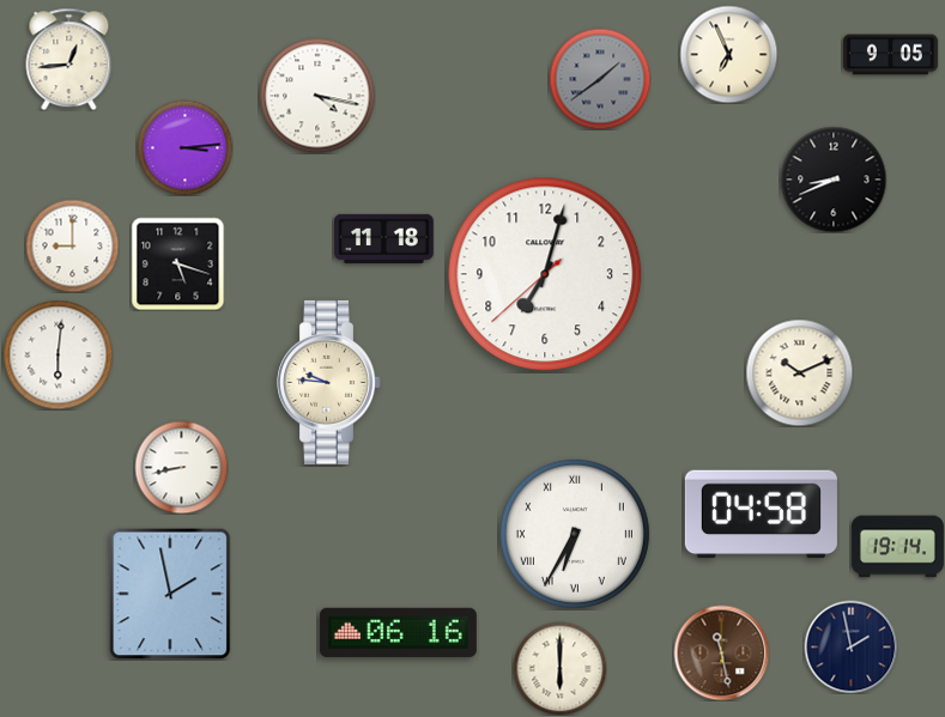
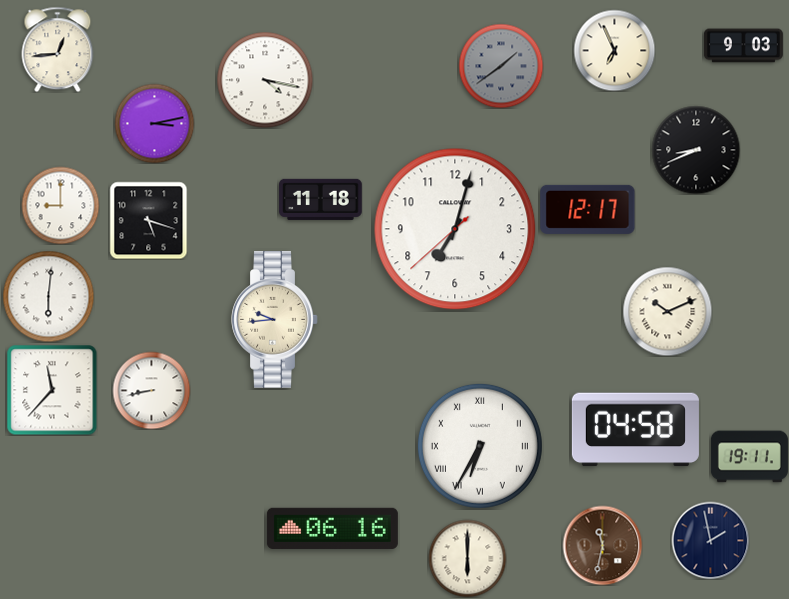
clock at (728, 54) position: (728, 54) -> (614, 50)
clock at (890, 55): 9:05 -> 9:03
clock at (184, 147): 3:14 -> 3:13
clock at (588, 209): none -> 12:17
clock at (329, 383): 9:46 -> 9:44
clock at (52, 390): none -> 11:37
clock at (897, 547): 19:14 -> 19:11
clock at (170, 594): 1:58 -> none
clock at (721, 652): 11:28 -> 11:32
